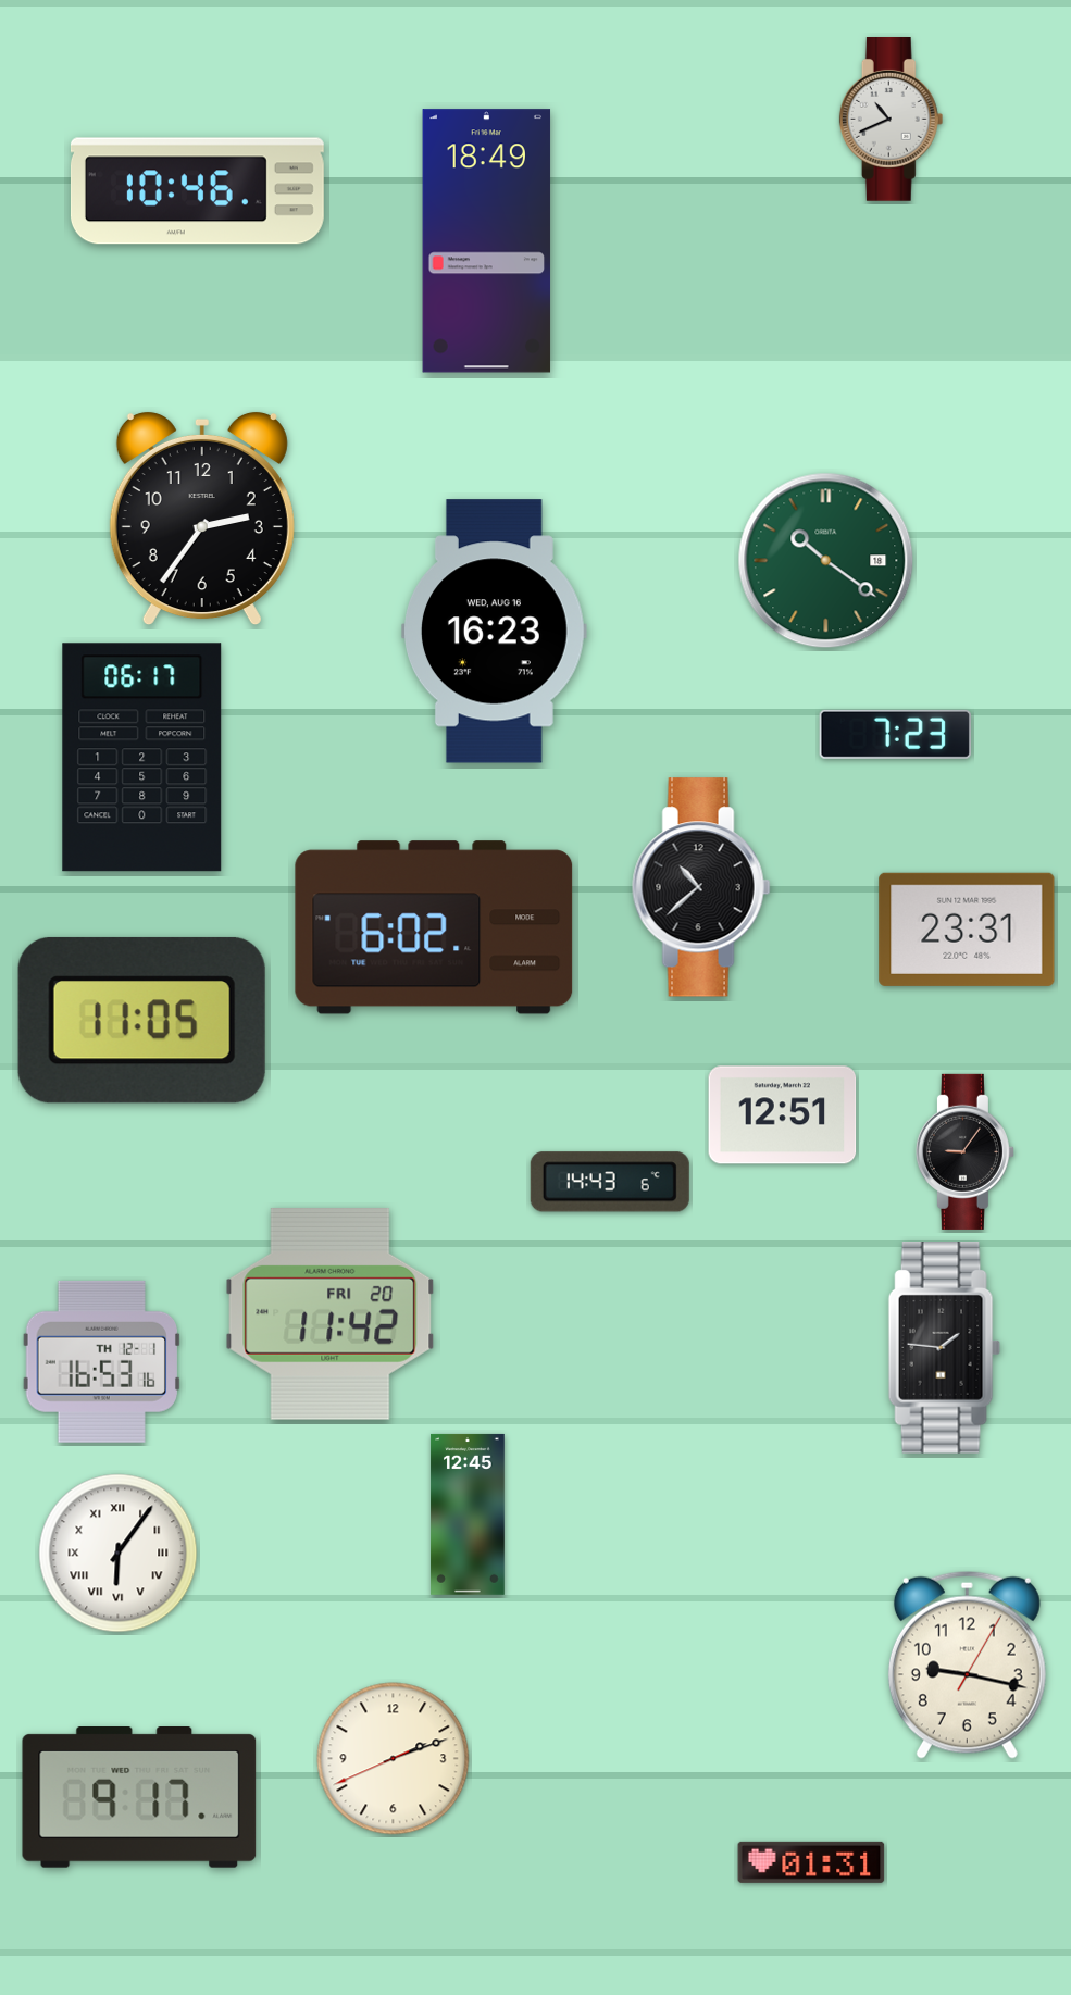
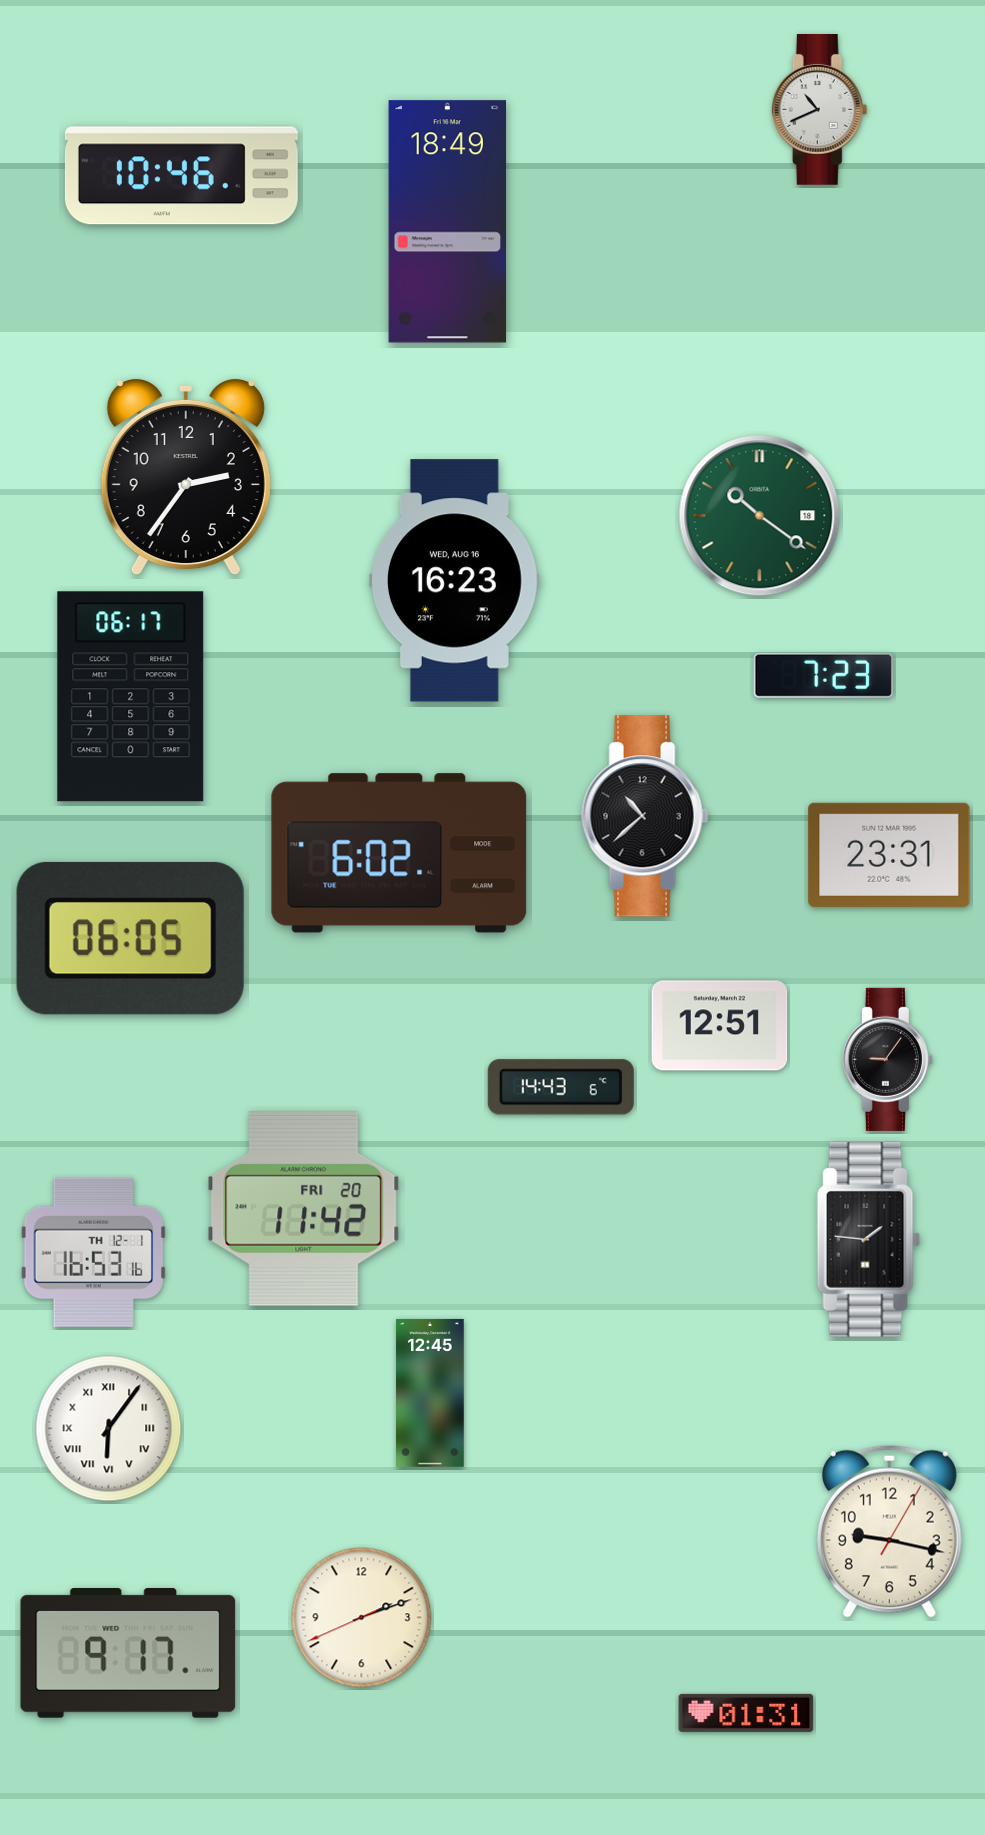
clock at (141, 1020): 11:05 -> 06:05
